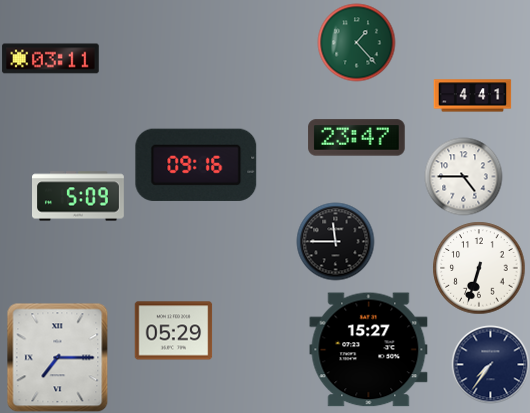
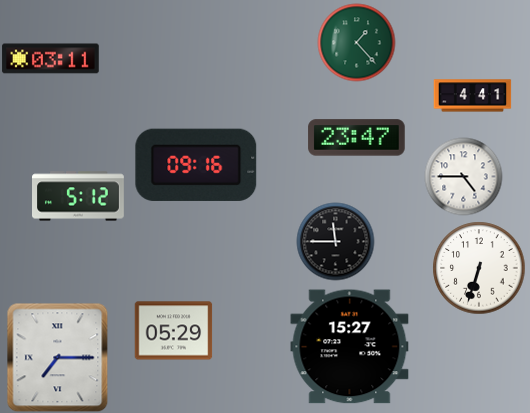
clock at (79, 196): 5:09 -> 5:12
clock at (369, 350) position: (369, 350) -> (350, 347)
clock at (490, 364): 7:36 -> none
